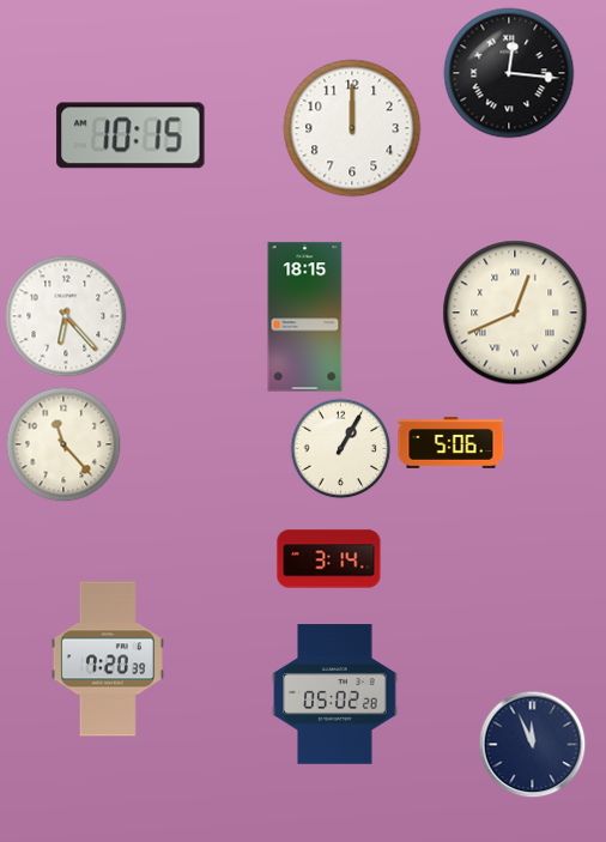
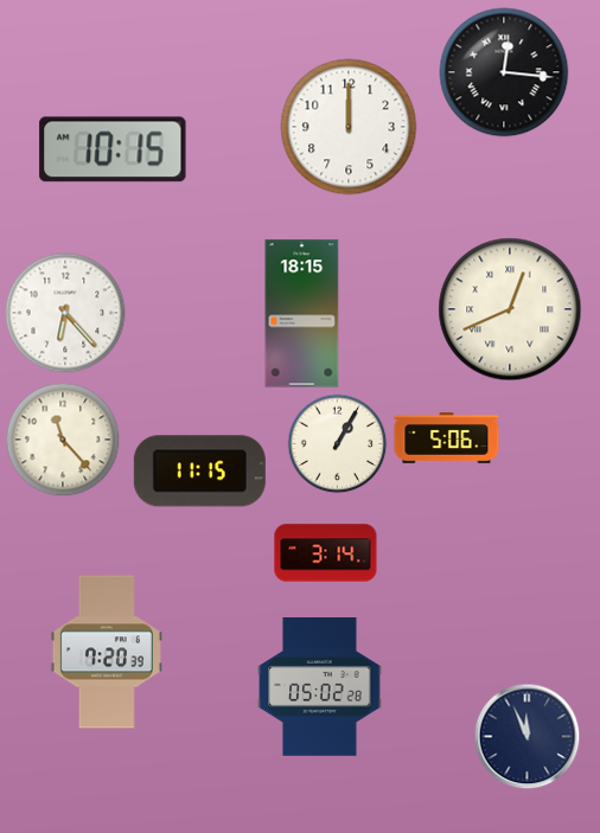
clock at (131, 135) position: (131, 135) -> (113, 149)
clock at (199, 472): none -> 11:15
clock at (335, 695) position: (335, 695) -> (320, 687)
